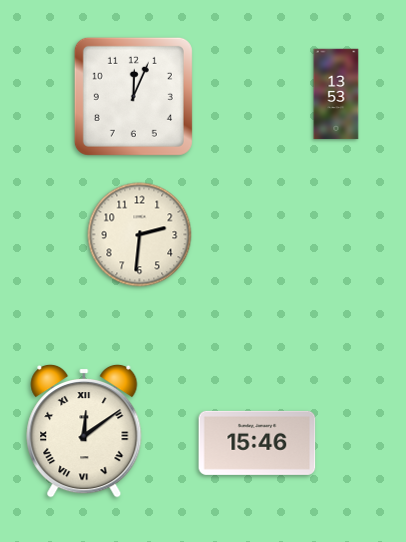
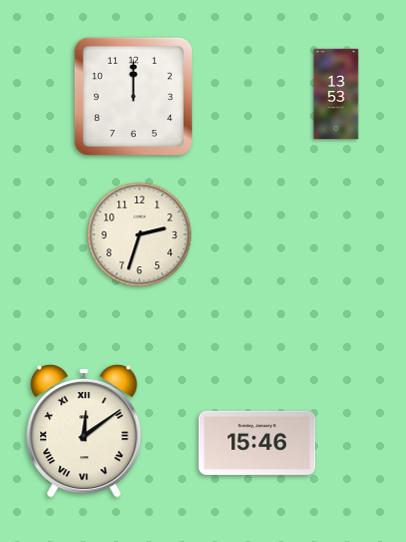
clock at (133, 96): 12:04 -> 12:00
clock at (140, 235): 2:31 -> 2:33
